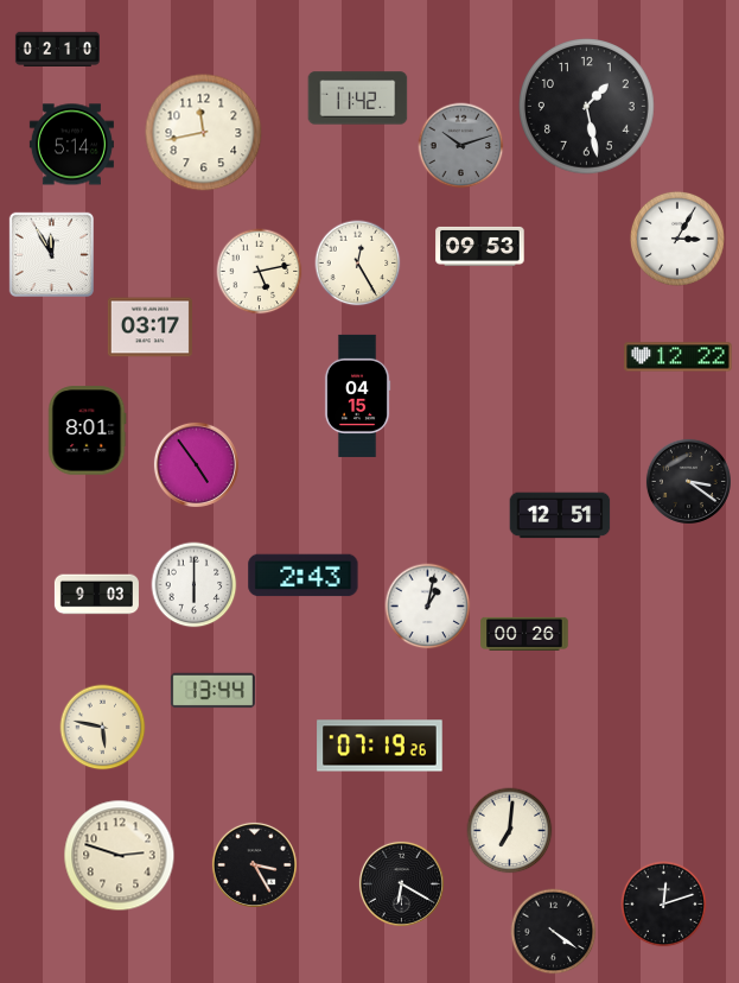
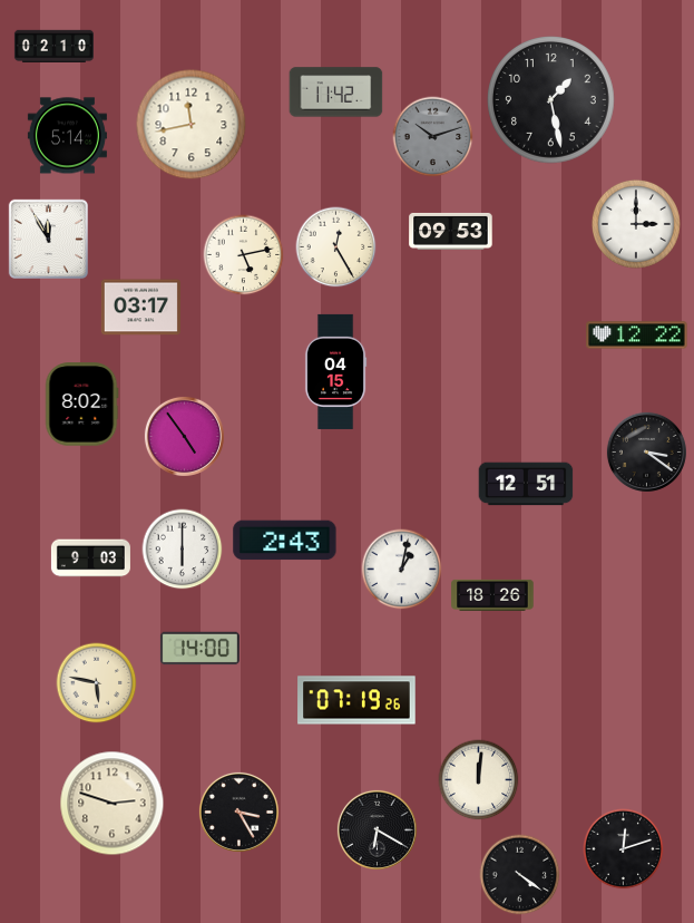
clock at (677, 239): 3:05 -> 3:00
clock at (87, 431): 8:01 -> 8:02
clock at (524, 634): 00:26 -> 18:26
clock at (212, 691): 13:44 -> 14:00
clock at (510, 831): 7:01 -> 12:01
